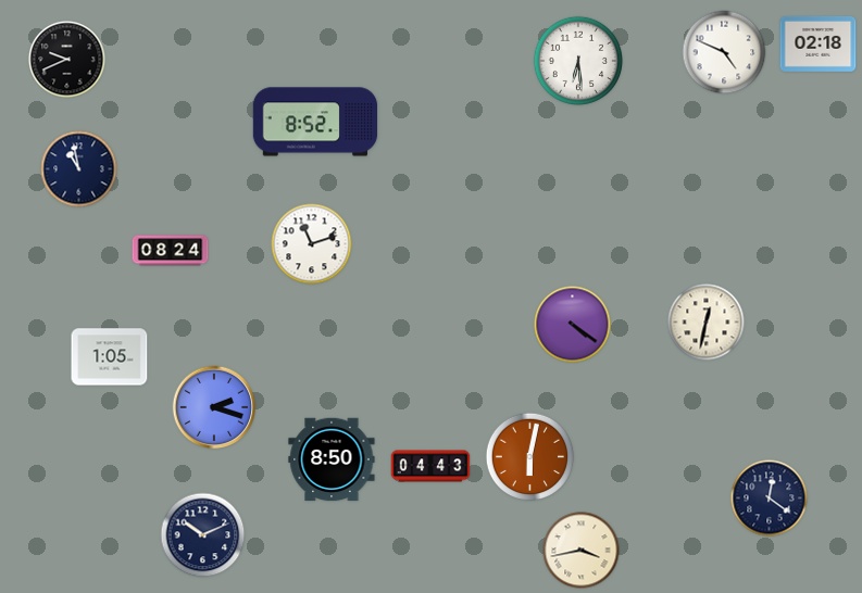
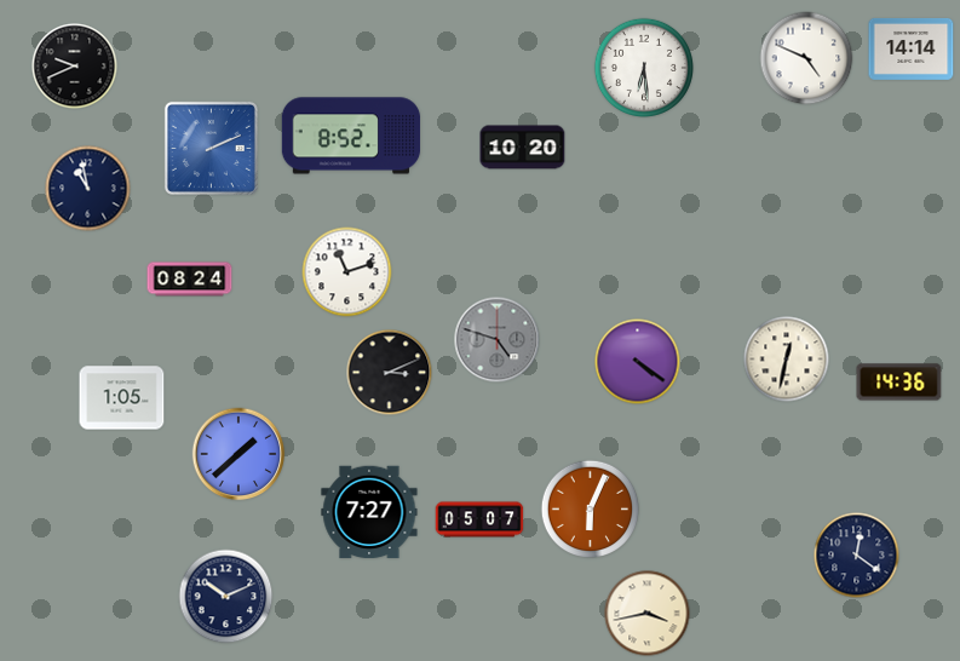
clock at (819, 43): 02:18 -> 14:14
clock at (211, 148): none -> 2:11
clock at (523, 148): none -> 10:20
clock at (498, 340): none -> 4:48
clock at (390, 373): none -> 3:11
clock at (899, 383): none -> 14:36
clock at (214, 407): 2:18 -> 1:38
clock at (530, 457): 6:02 -> 6:04
clock at (332, 459): 8:50 -> 7:27
clock at (430, 466): 04:43 -> 05:07
